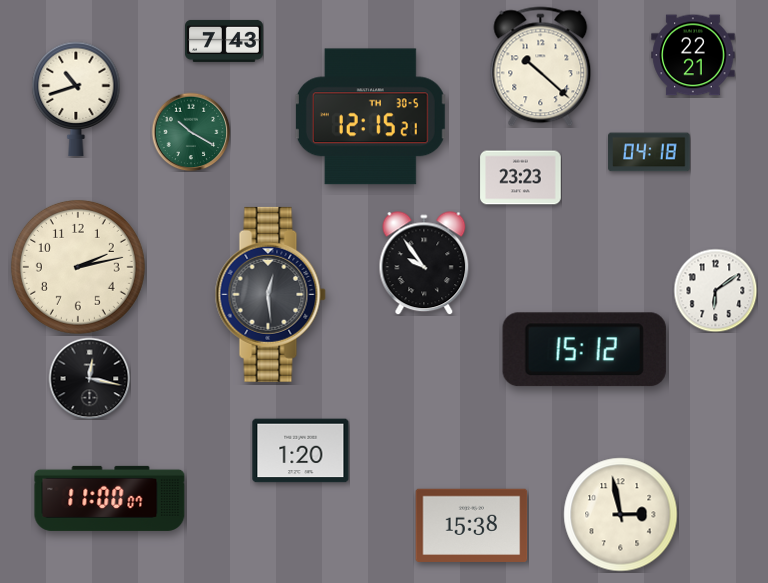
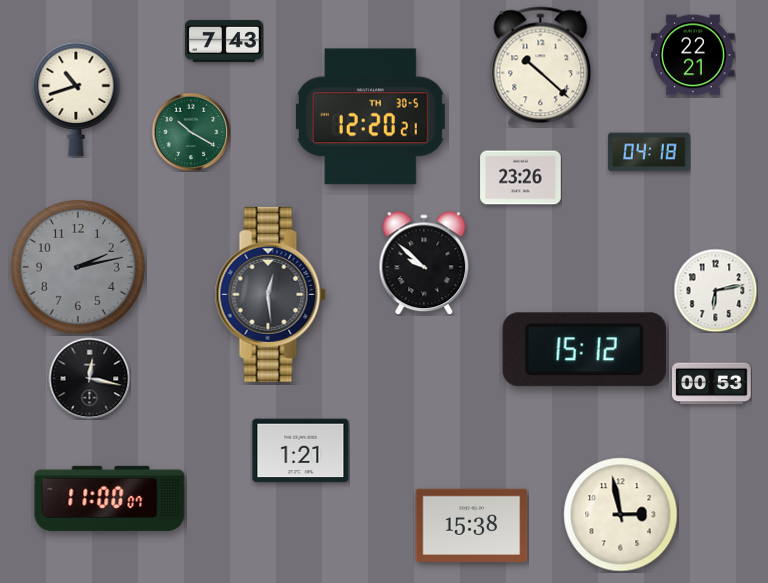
clock at (370, 117): 12:15 -> 12:20
clock at (521, 178): 23:23 -> 23:26
clock at (424, 263): 9:54 -> 9:52
clock at (78, 267) dial: cream -> grey
clock at (715, 290): 6:09 -> 6:13
clock at (712, 384): none -> 00:53
clock at (301, 451): 1:20 -> 1:21
